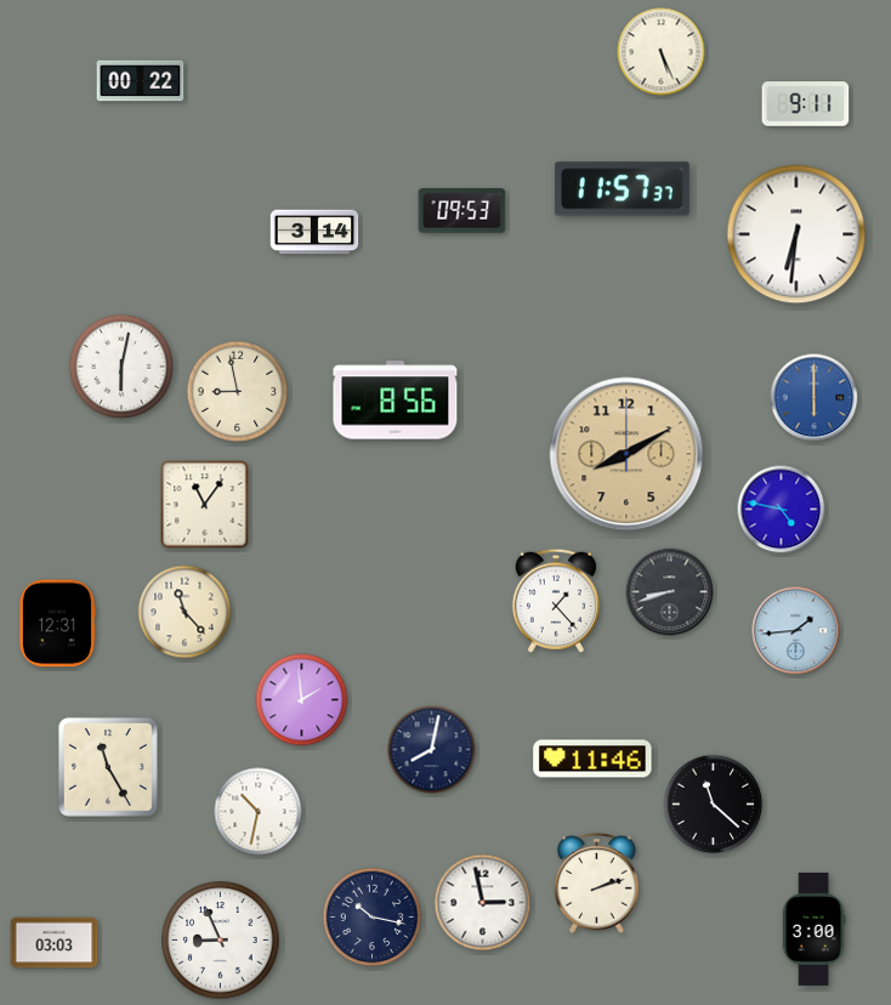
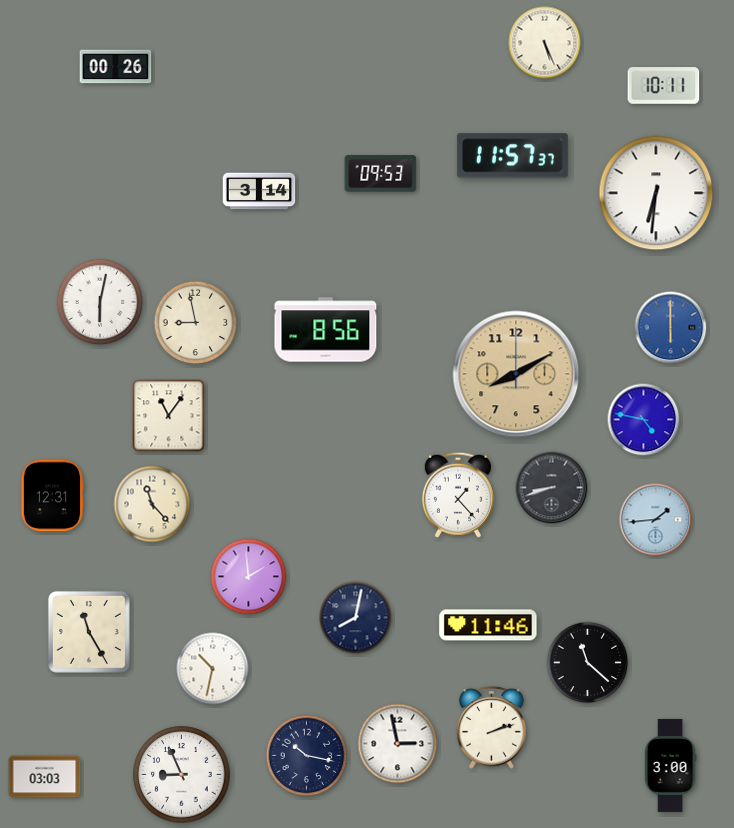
clock at (141, 81): 00:22 -> 00:26
clock at (806, 104): 9:11 -> 10:11
clock at (56, 624) position: (56, 624) -> (51, 496)
